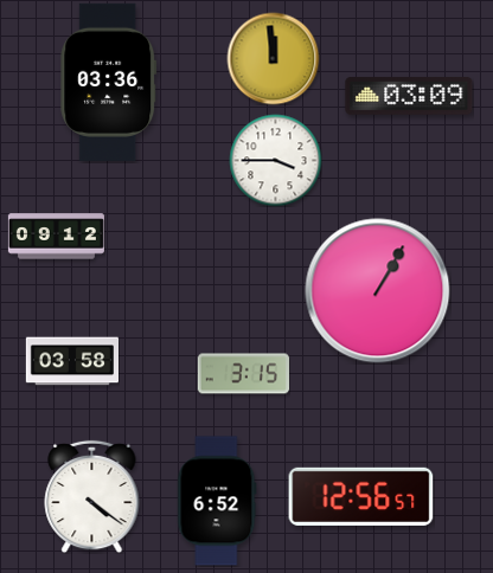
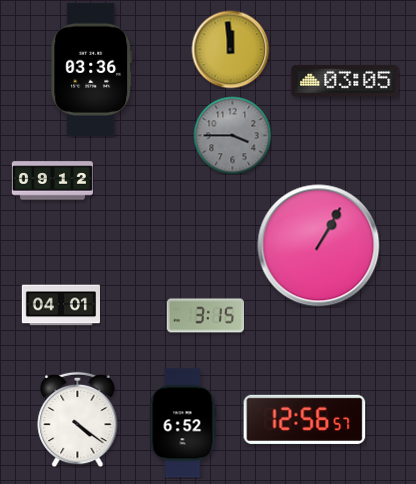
clock at (409, 96): 03:09 -> 03:05
clock at (275, 160) dial: white -> grey
clock at (56, 237) position: (56, 237) -> (52, 181)
clock at (71, 361): 03:58 -> 04:01
